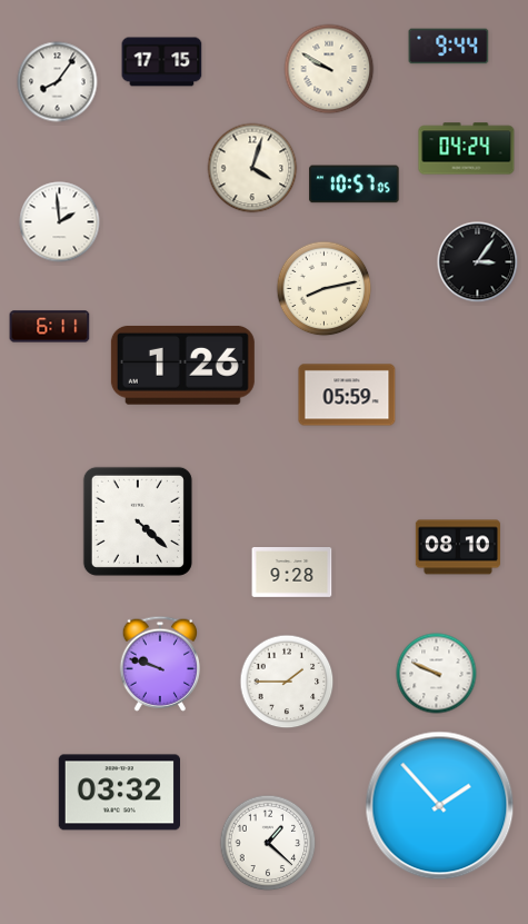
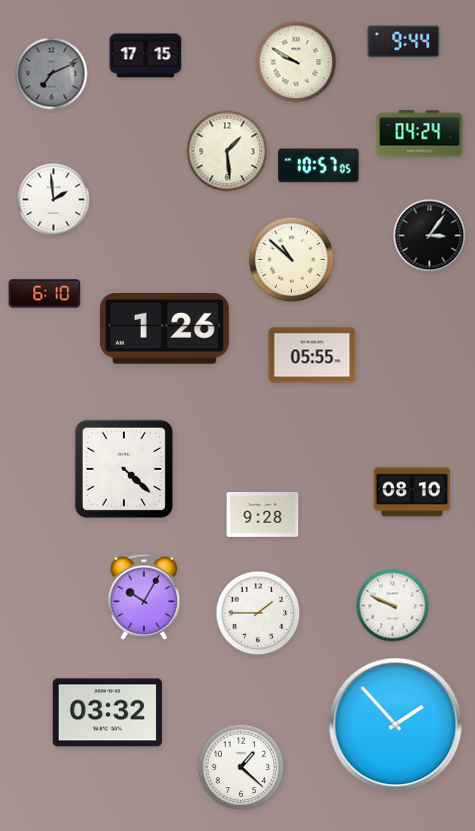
clock at (58, 82): 8:06 -> 7:11
clock at (58, 82) dial: white -> grey
clock at (252, 168): 4:03 -> 1:29
clock at (325, 289): 8:13 -> 10:52
clock at (50, 327): 6:11 -> 6:10
clock at (347, 395): 05:59 -> 05:55
clock at (159, 664): 9:48 -> 10:05
clock at (268, 843) position: (268, 843) -> (241, 767)
